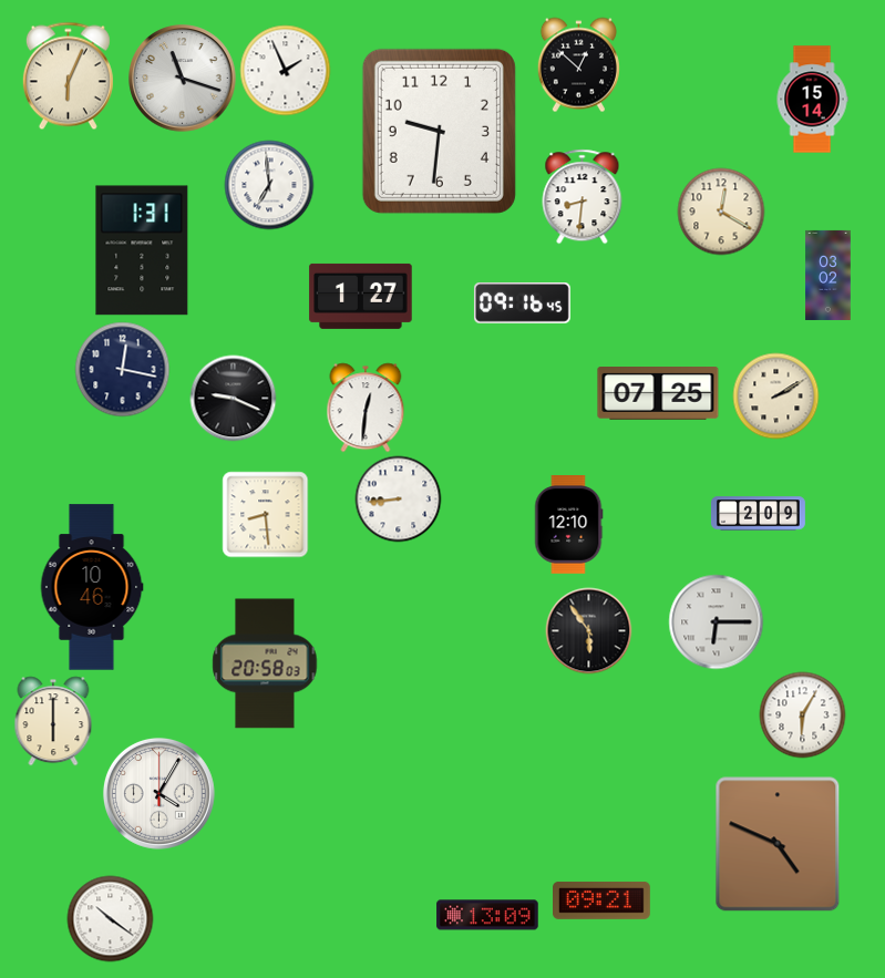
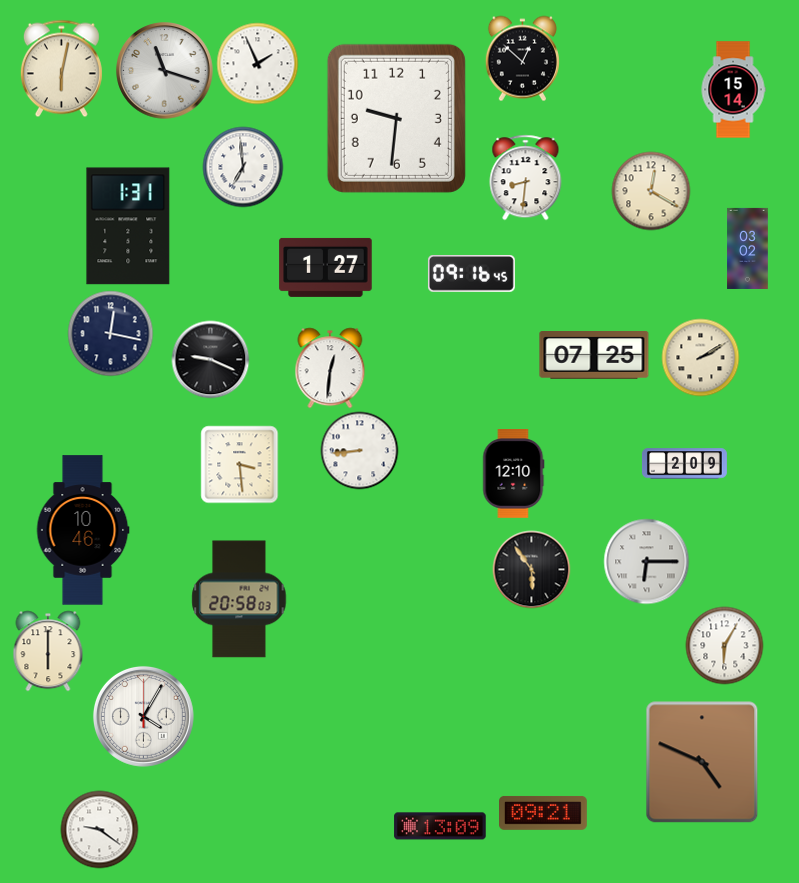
clock at (68, 75): 6:04 -> 6:02
clock at (265, 514): 8:29 -> 3:29
clock at (110, 918): 10:21 -> 9:21
